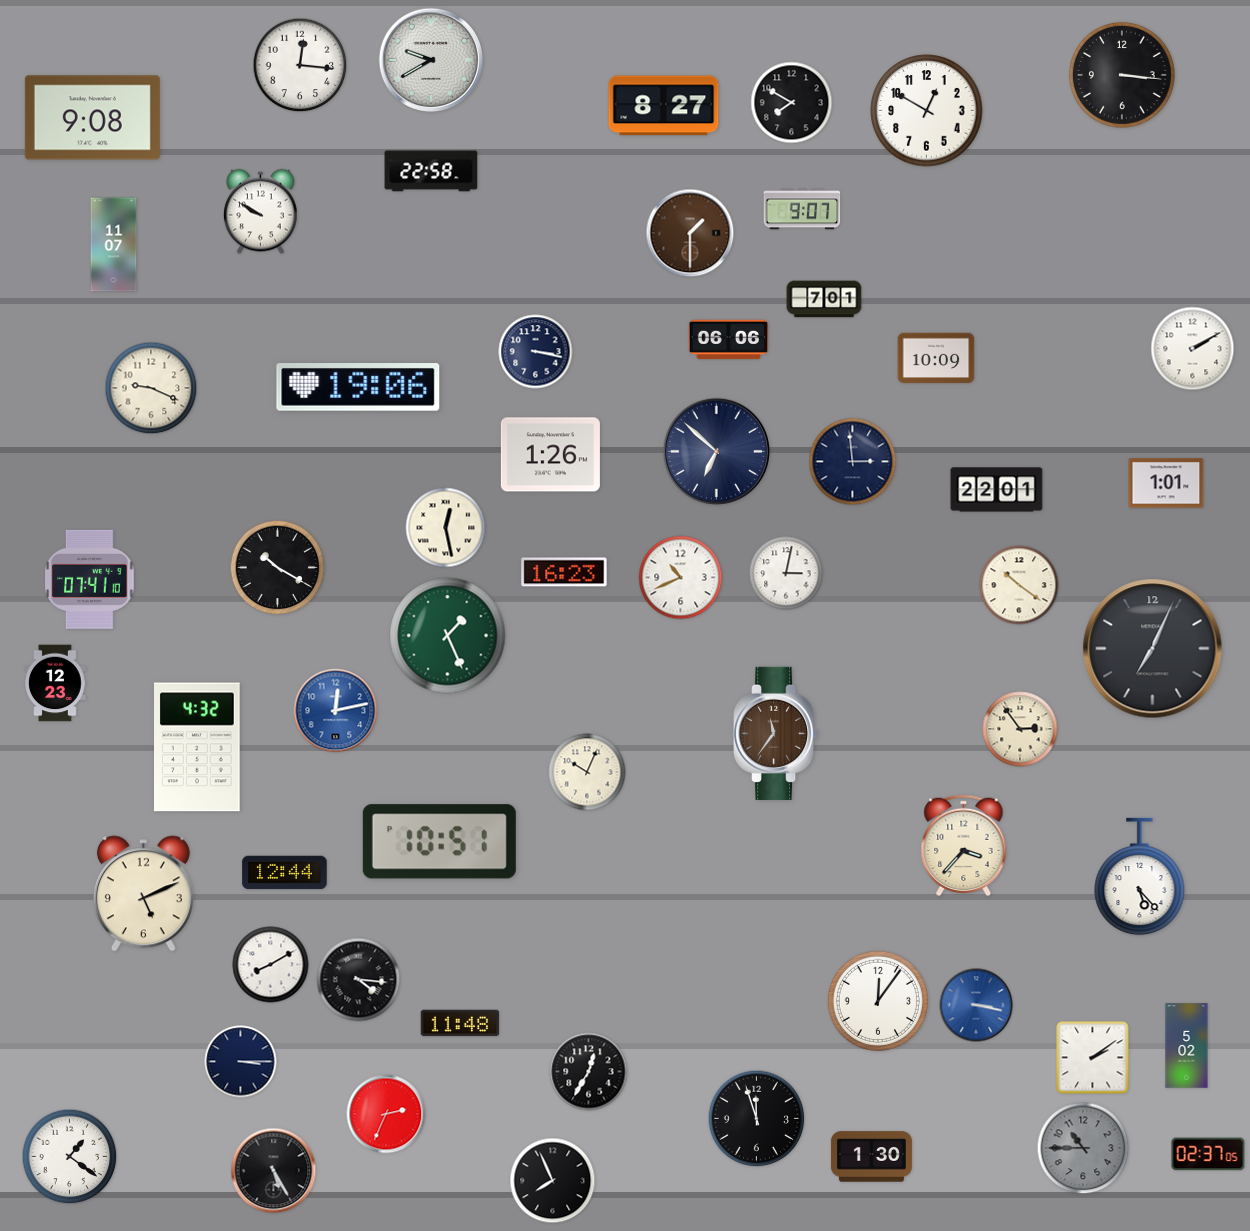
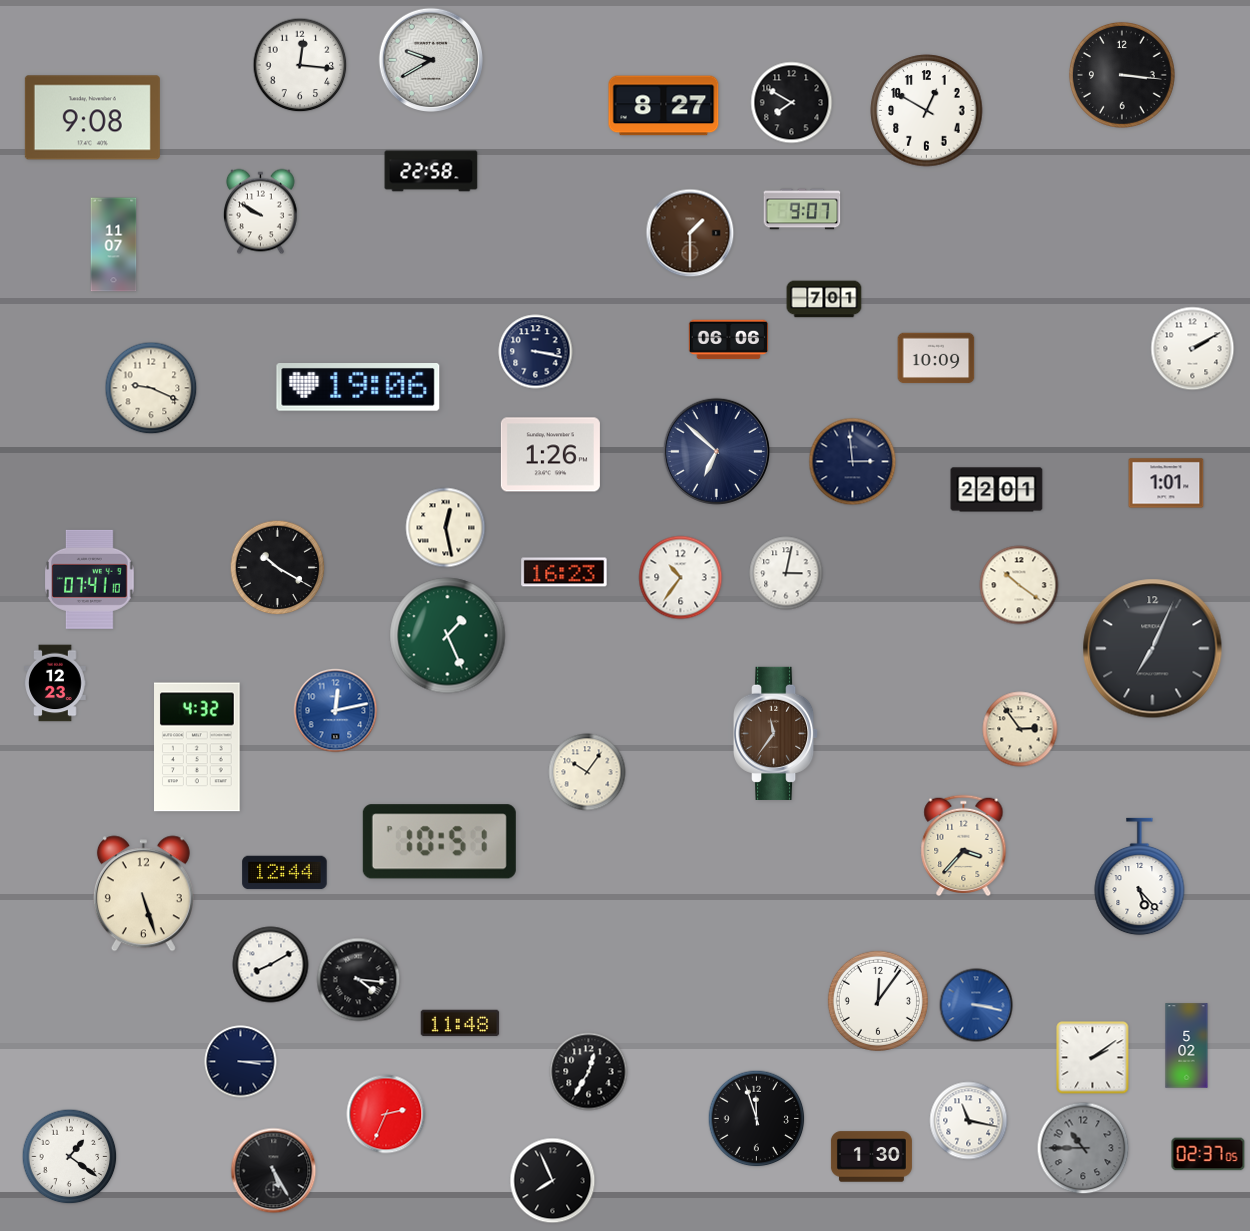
clock at (681, 578): 10:41 -> 10:36
clock at (587, 772): 10:04 -> 10:06
clock at (143, 894): 5:11 -> 5:27
clock at (969, 1121): none -> 11:17
